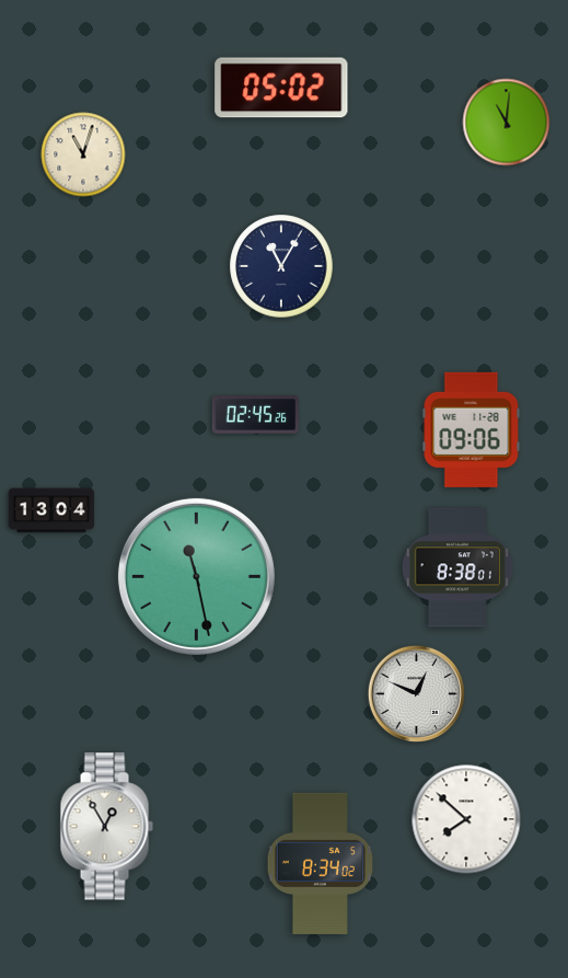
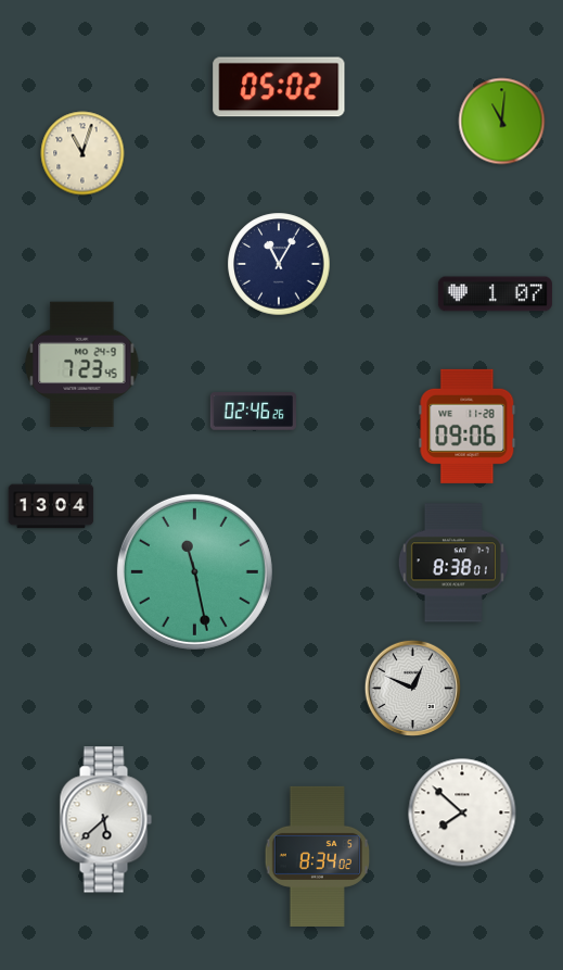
clock at (495, 294): none -> 1:07
clock at (82, 365): none -> 7:23
clock at (255, 415): 02:45 -> 02:46
clock at (106, 827): 12:55 -> 5:38
